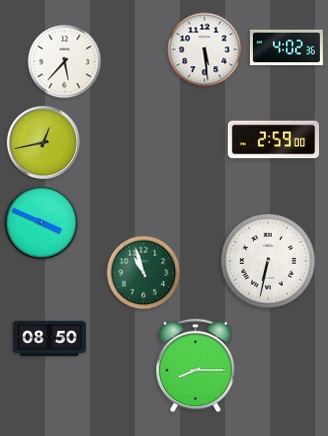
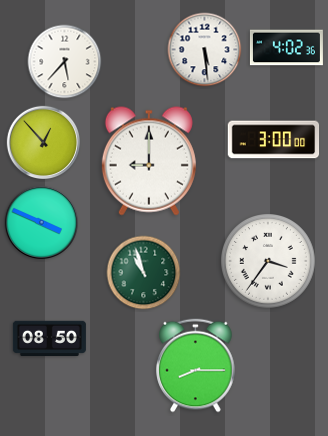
clock at (274, 140): 2:59 -> 3:00
clock at (43, 142): 12:43 -> 12:53
clock at (149, 161): none -> 9:00
clock at (269, 262): 6:32 -> 3:36
